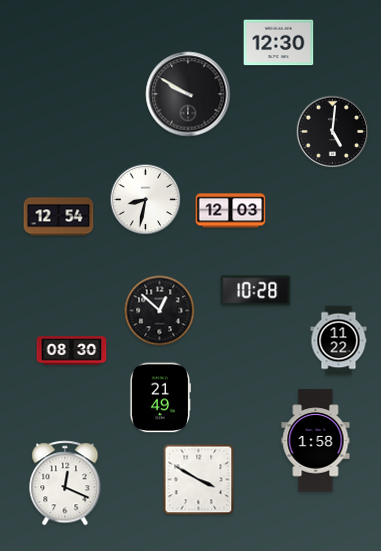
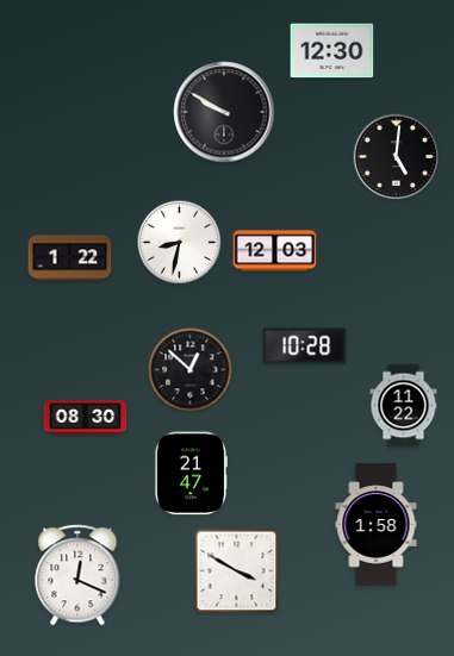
clock at (146, 200) position: (146, 200) -> (180, 243)
clock at (59, 217): 12:54 -> 1:22
clock at (159, 398): 21:49 -> 21:47
